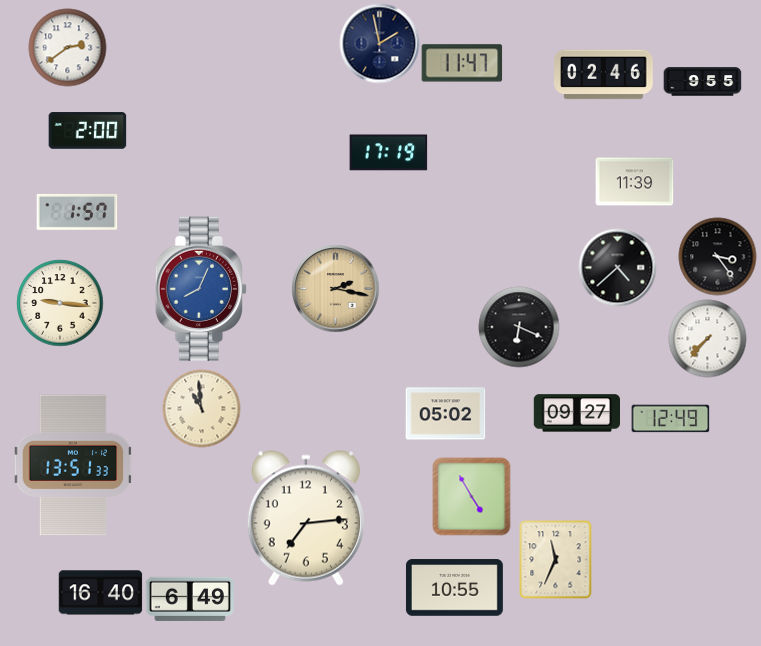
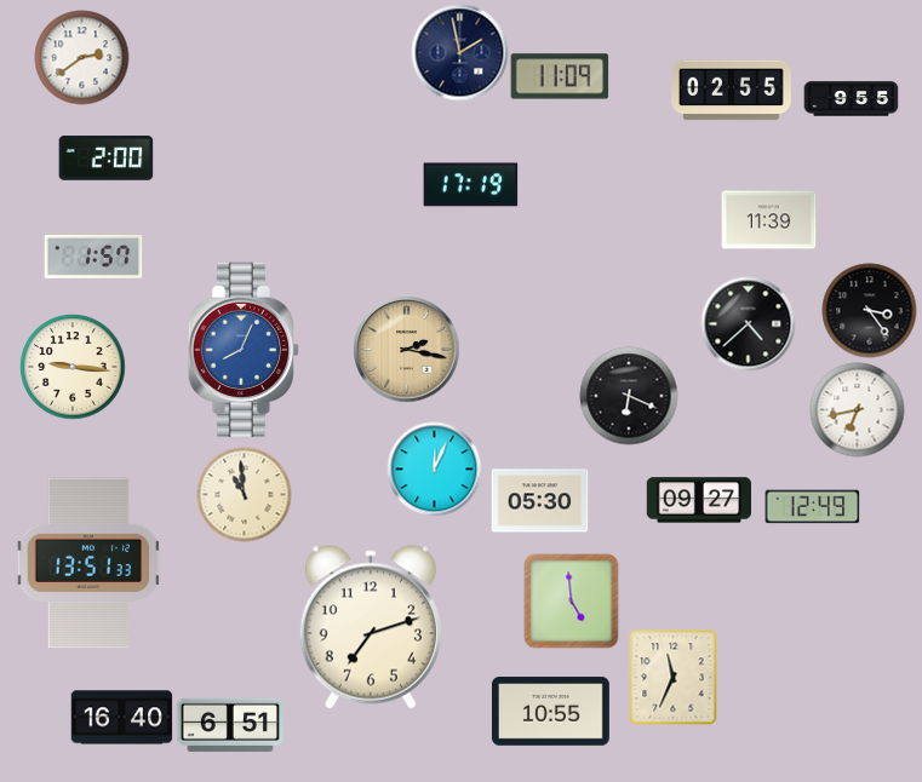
clock at (462, 63): 11:47 -> 11:09
clock at (604, 75): 02:46 -> 02:55
clock at (707, 338): 7:37 -> 6:43
clock at (434, 468): none -> 12:04
clock at (445, 414): 05:02 -> 05:30
clock at (471, 496): 4:55 -> 4:59
clock at (306, 518): 7:14 -> 7:12
clock at (190, 599): 6:49 -> 6:51
